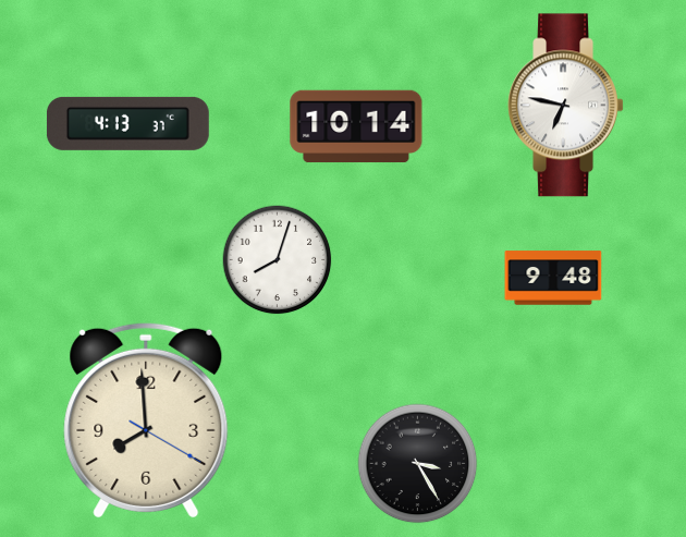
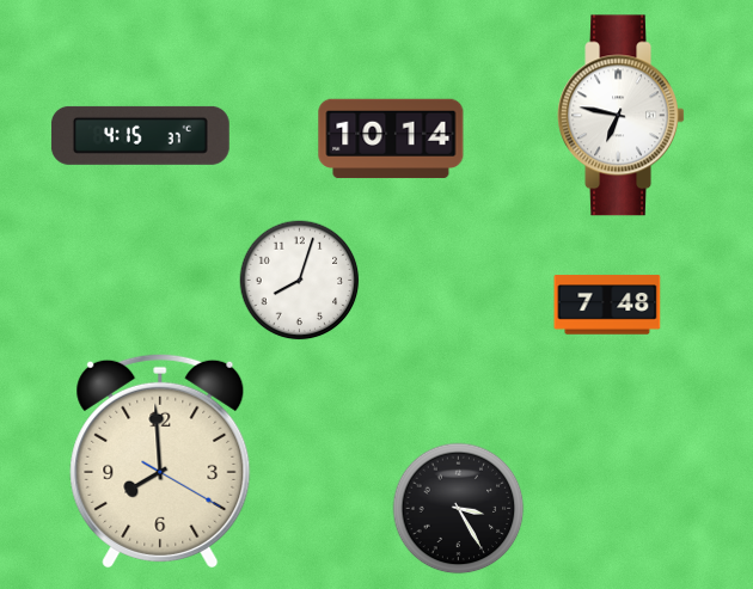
clock at (127, 123): 4:13 -> 4:15
clock at (278, 260) position: (278, 260) -> (300, 281)
clock at (553, 278): 9:48 -> 7:48
